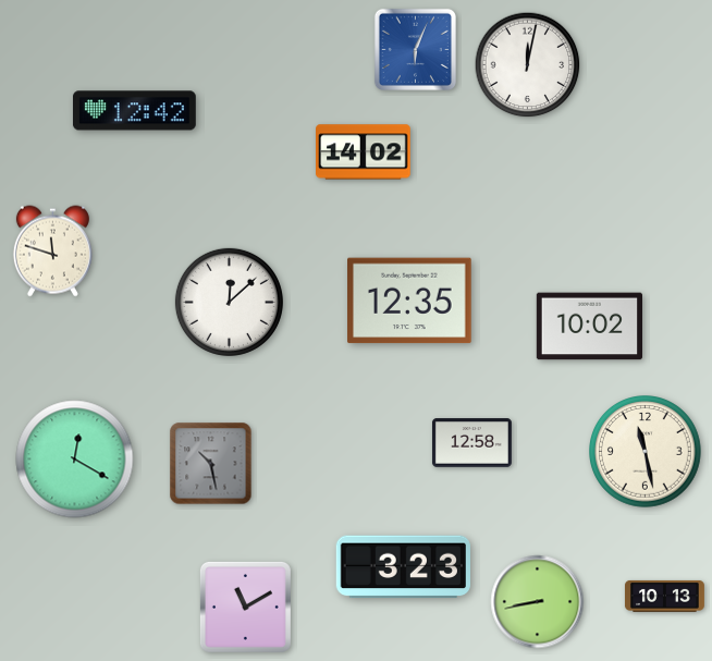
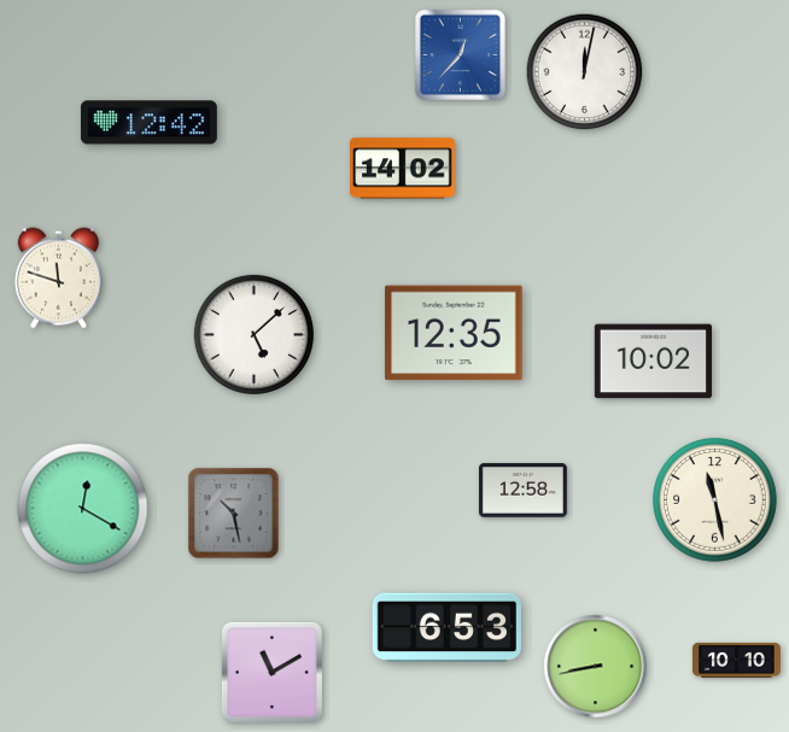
clock at (415, 49): 6:04 -> 12:37
clock at (229, 302): 12:08 -> 5:08
clock at (403, 567): 3:23 -> 6:53
clock at (664, 596): 10:13 -> 10:10
